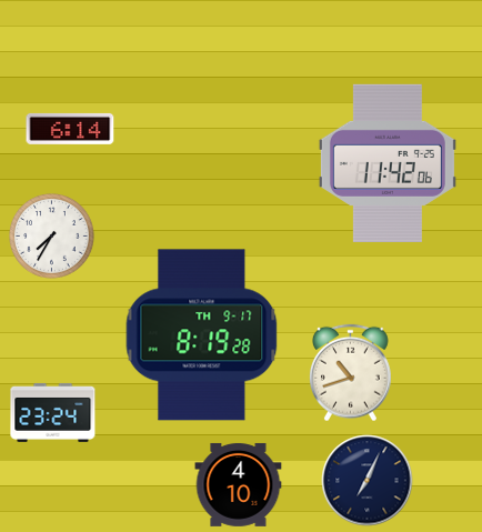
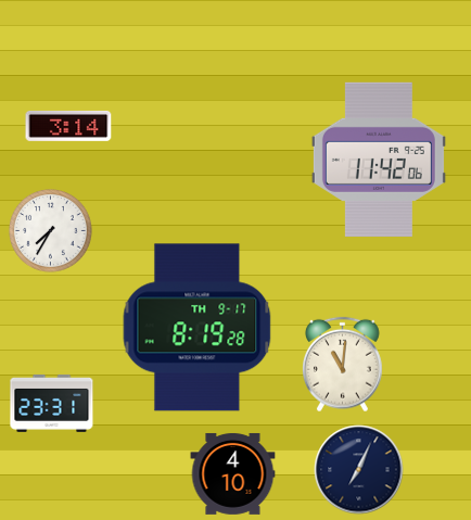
clock at (70, 129): 6:14 -> 3:14
clock at (351, 373): 10:42 -> 11:01
clock at (53, 412): 23:24 -> 23:31
